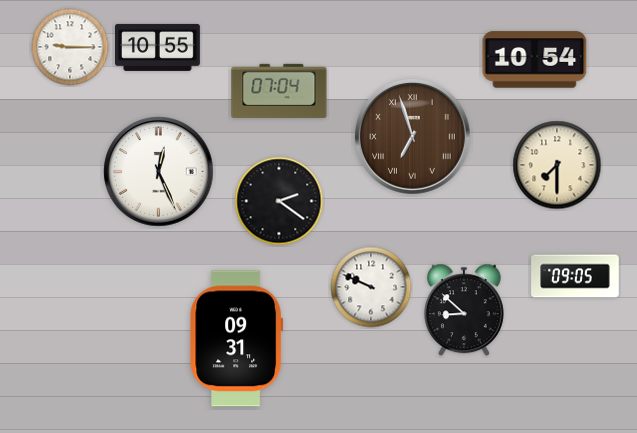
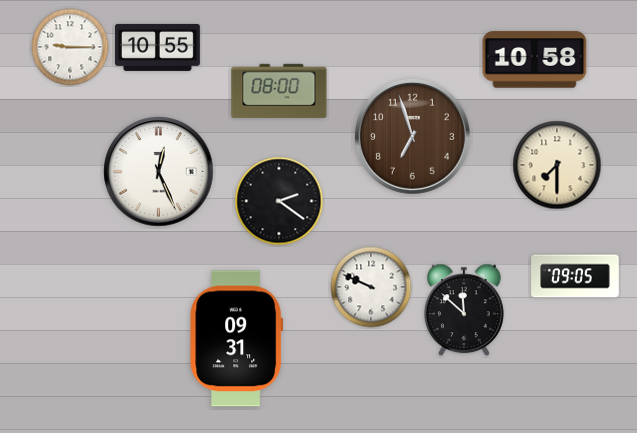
clock at (535, 60): 10:54 -> 10:58
clock at (279, 91): 07:04 -> 08:00
clock at (413, 137) numerals: Roman -> Arabic
clock at (464, 310): 8:52 -> 11:52
